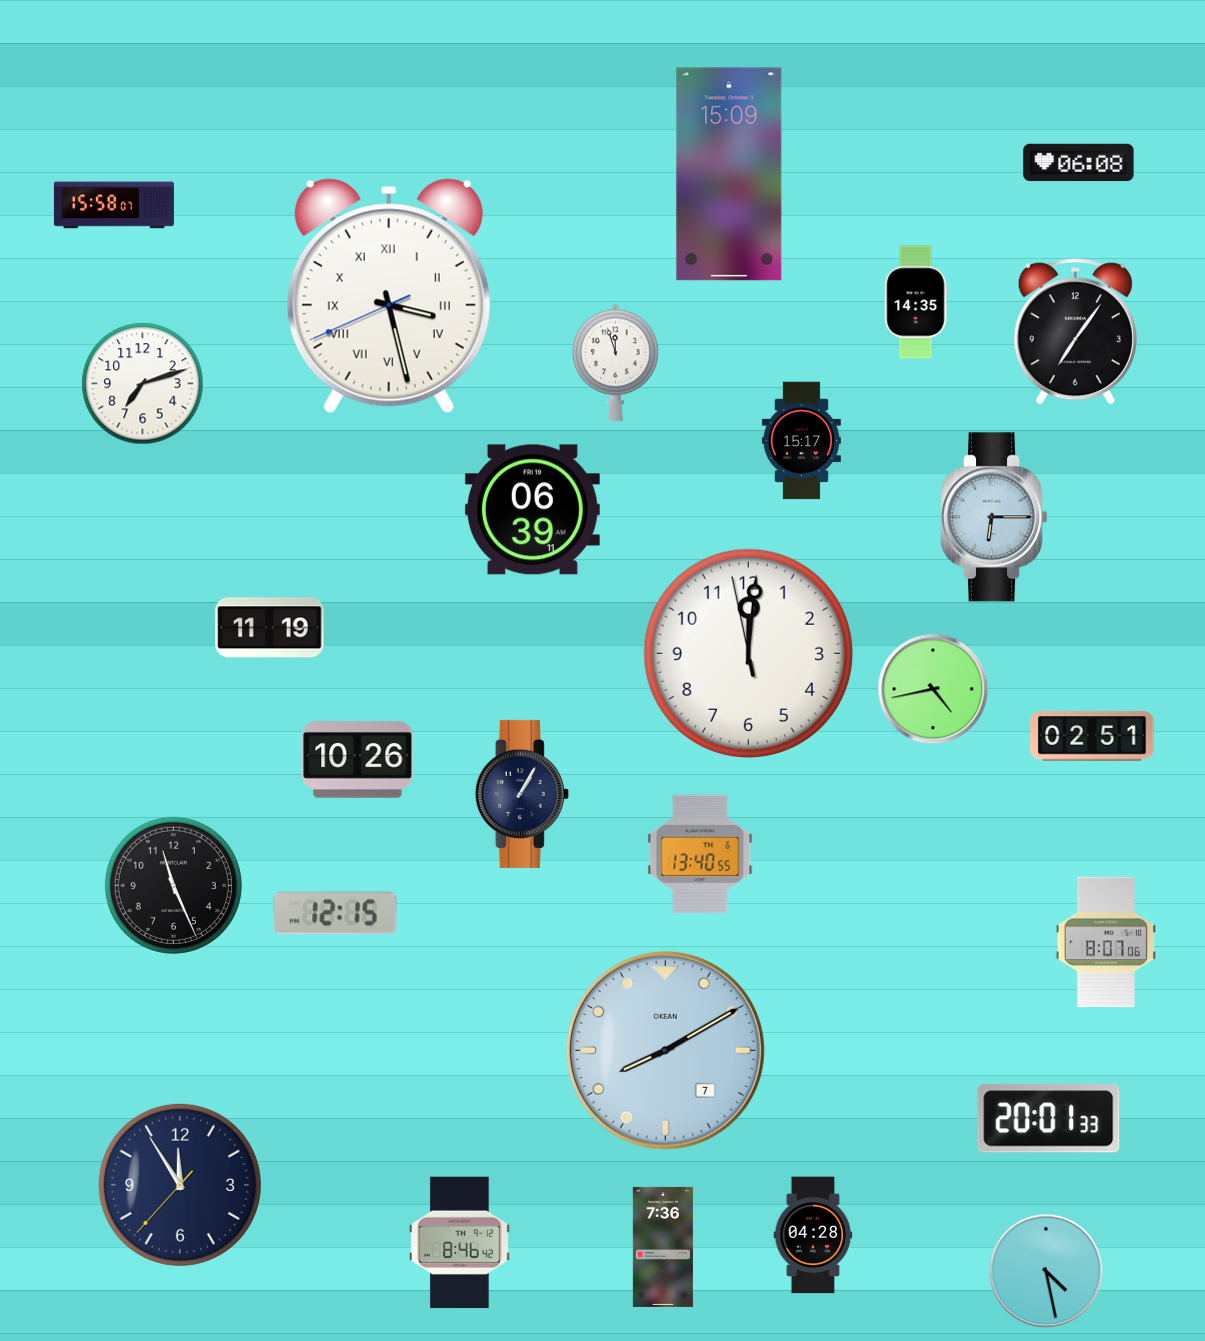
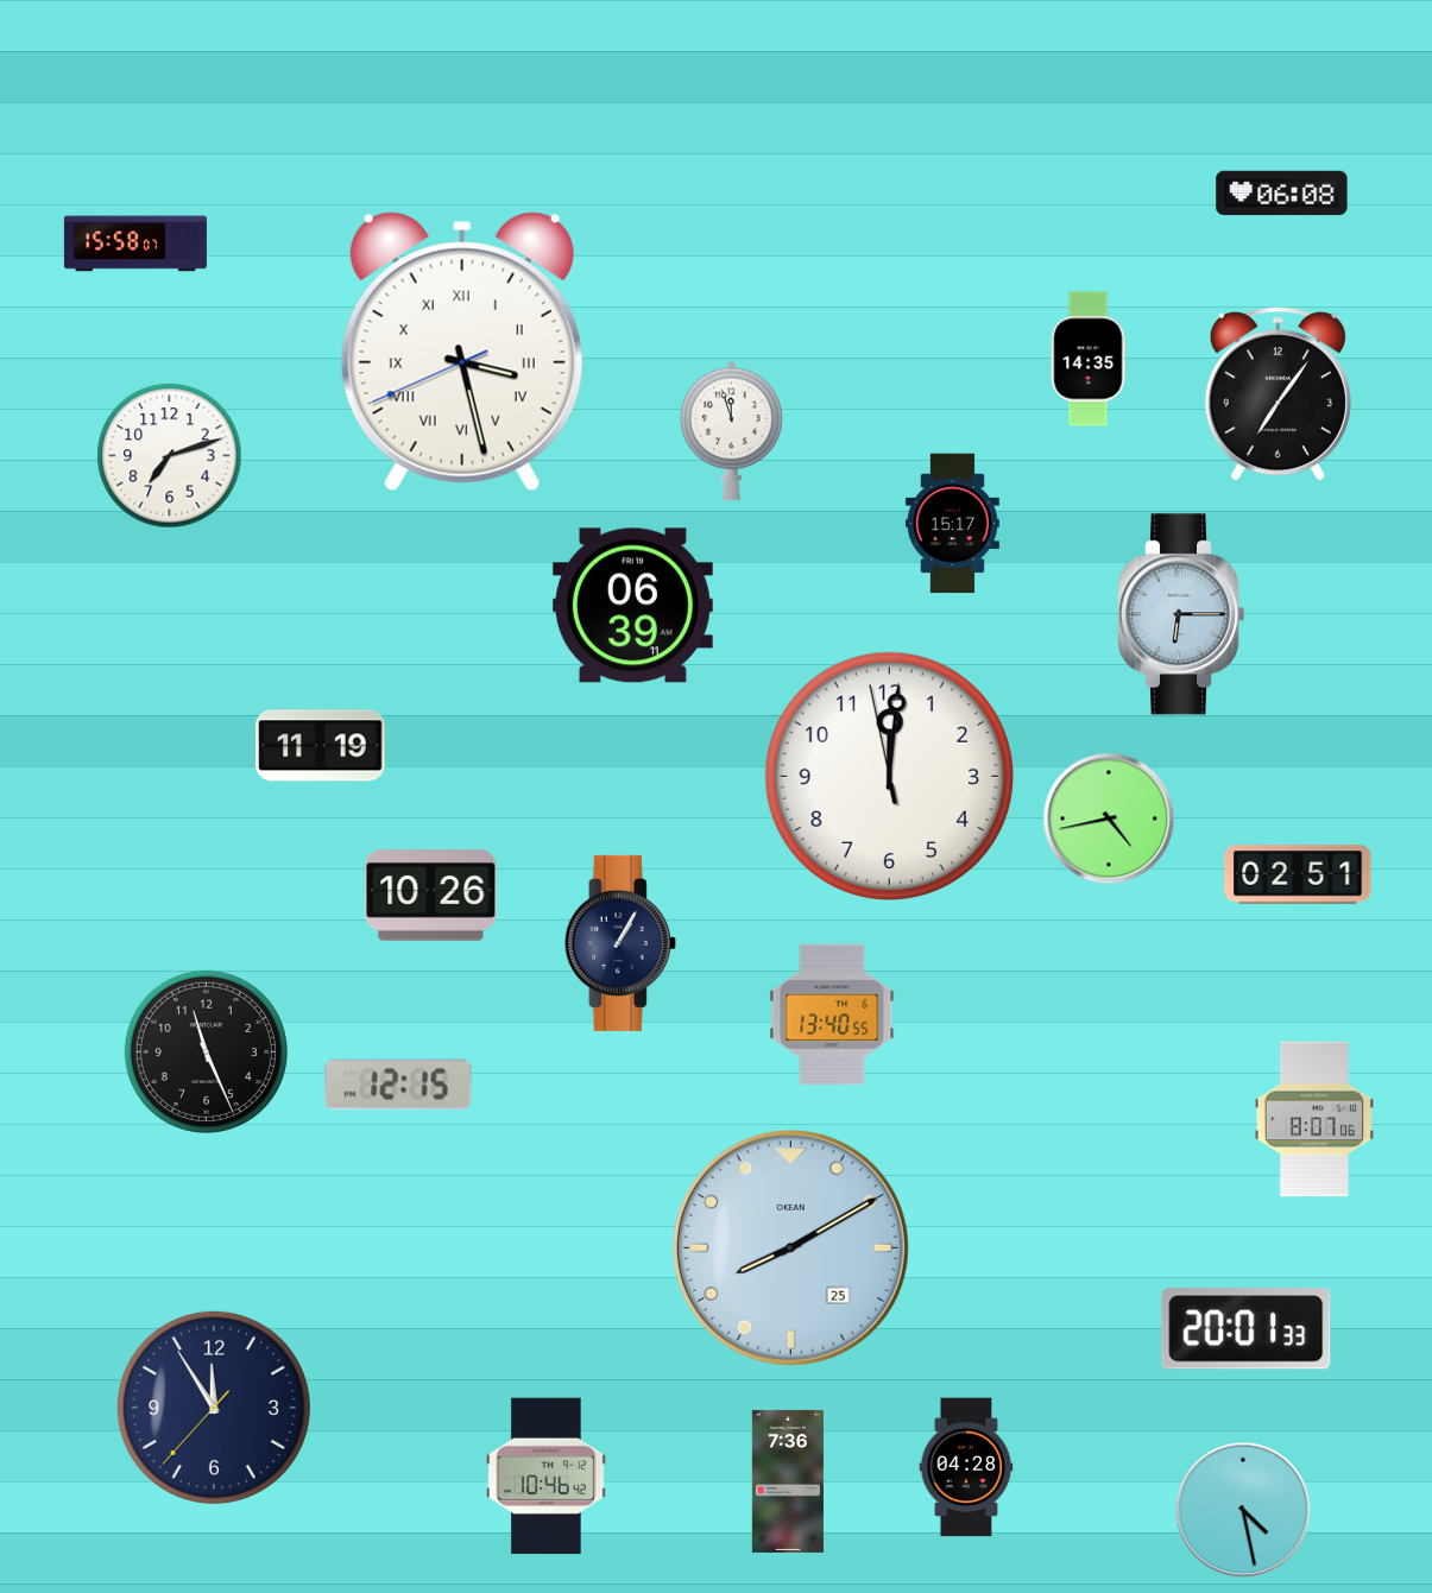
clock at (729, 174): 15:09 -> none
clock at (358, 760) position: (358, 760) -> (431, 896)
clock at (665, 1050) date: 7 -> 25
clock at (460, 1243): 8:46 -> 10:46
